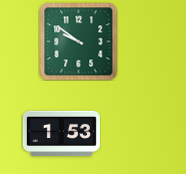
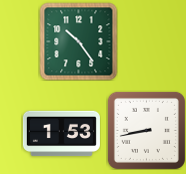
clock at (78, 41): 9:51 -> 10:24
clock at (146, 130): none -> 8:43
